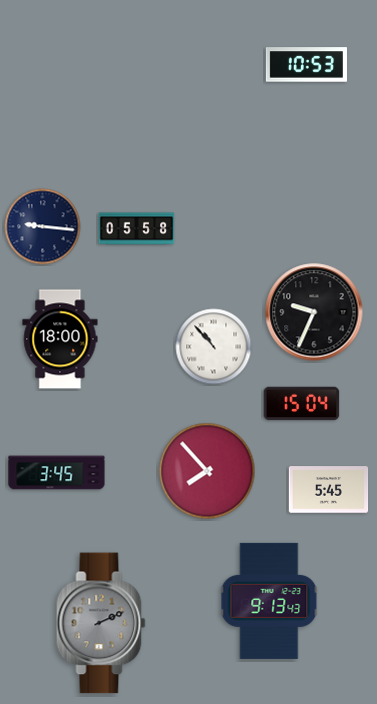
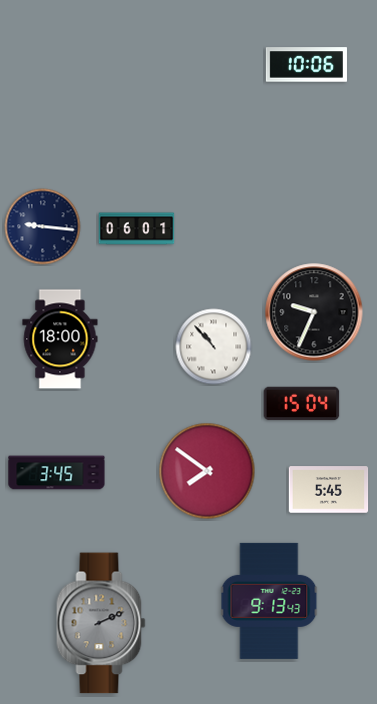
clock at (306, 65): 10:53 -> 10:06
clock at (137, 229): 05:58 -> 06:01
clock at (207, 471): 7:53 -> 7:51
